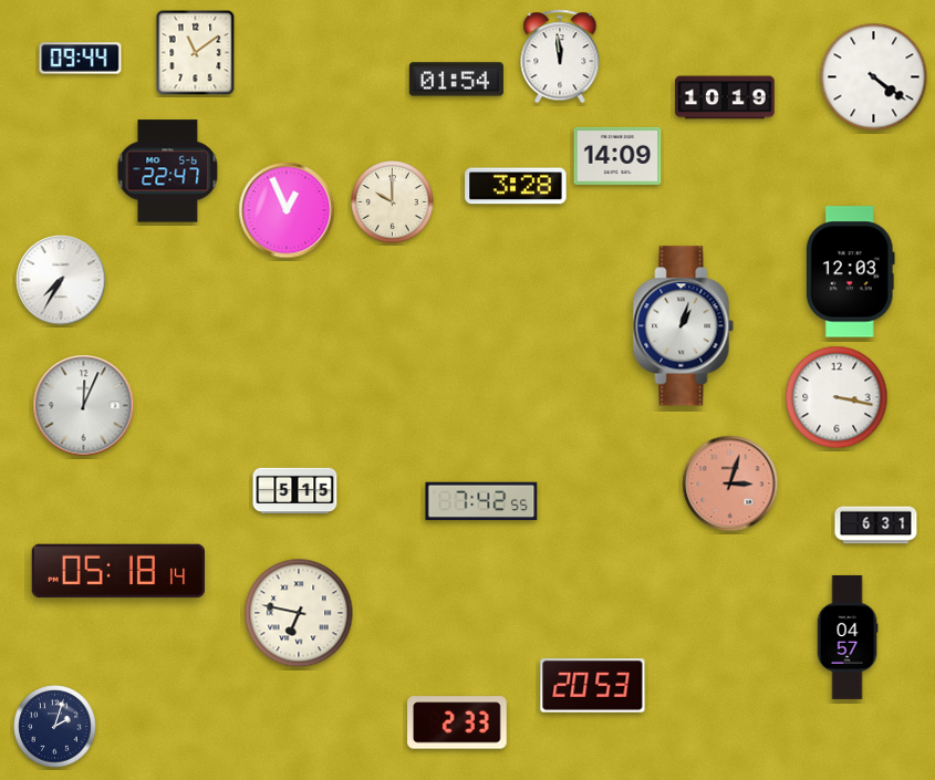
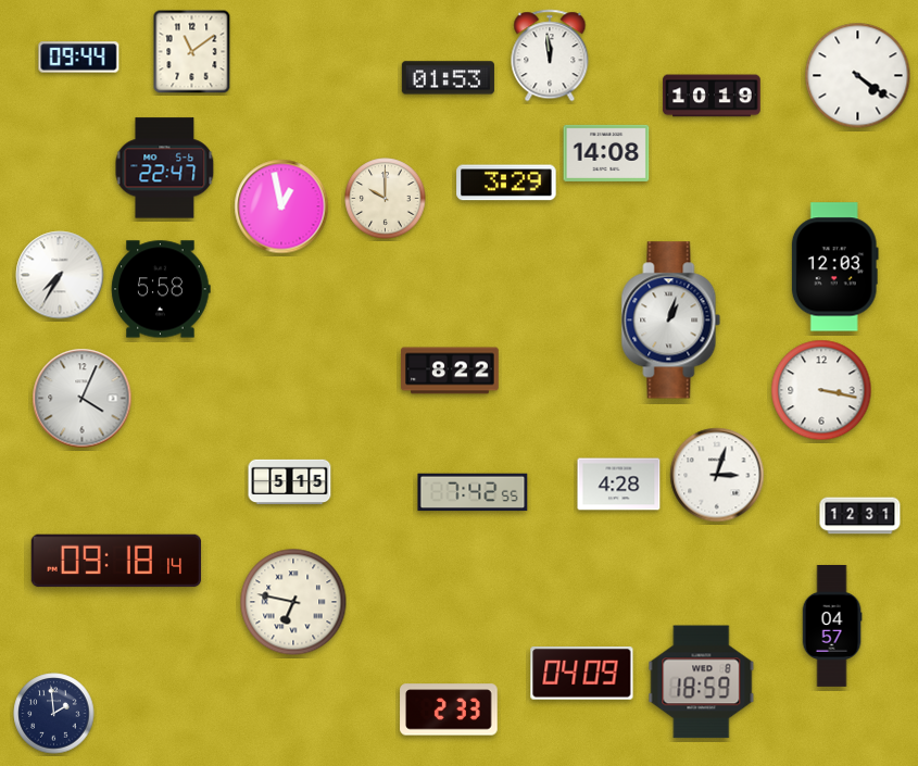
clock at (456, 80): 01:54 -> 01:53
clock at (617, 156): 14:09 -> 14:08
clock at (516, 186): 3:28 -> 3:29
clock at (287, 210): 12:56 -> 12:58
clock at (161, 289): none -> 5:58
clock at (450, 371): none -> 8:22
clock at (84, 406): 12:04 -> 4:04
clock at (730, 483) dial: salmon -> white
clock at (619, 485): none -> 4:28
clock at (876, 526): 6:31 -> 12:31
clock at (118, 571): 05:18 -> 09:18
clock at (593, 686): 20:53 -> 04:09
clock at (702, 682): none -> 18:59
clock at (55, 727): 2:03 -> 1:59
